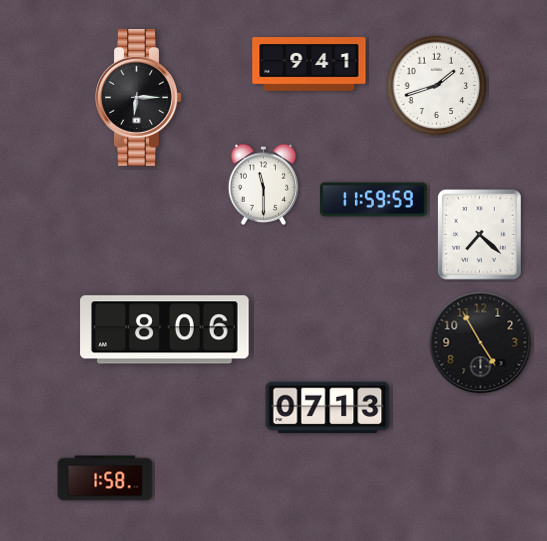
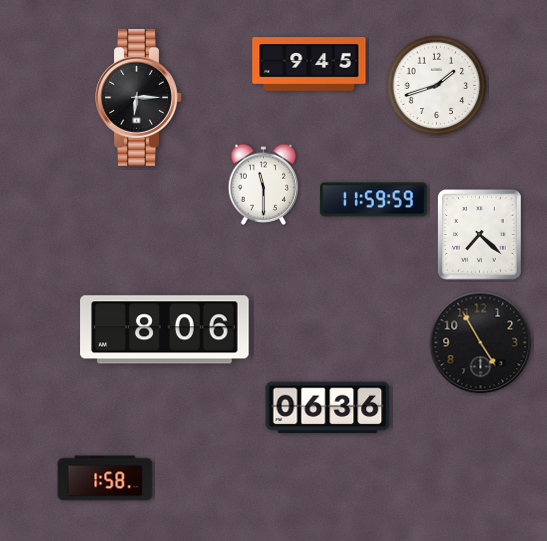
clock at (309, 64): 9:41 -> 9:45
clock at (328, 408): 07:13 -> 06:36
